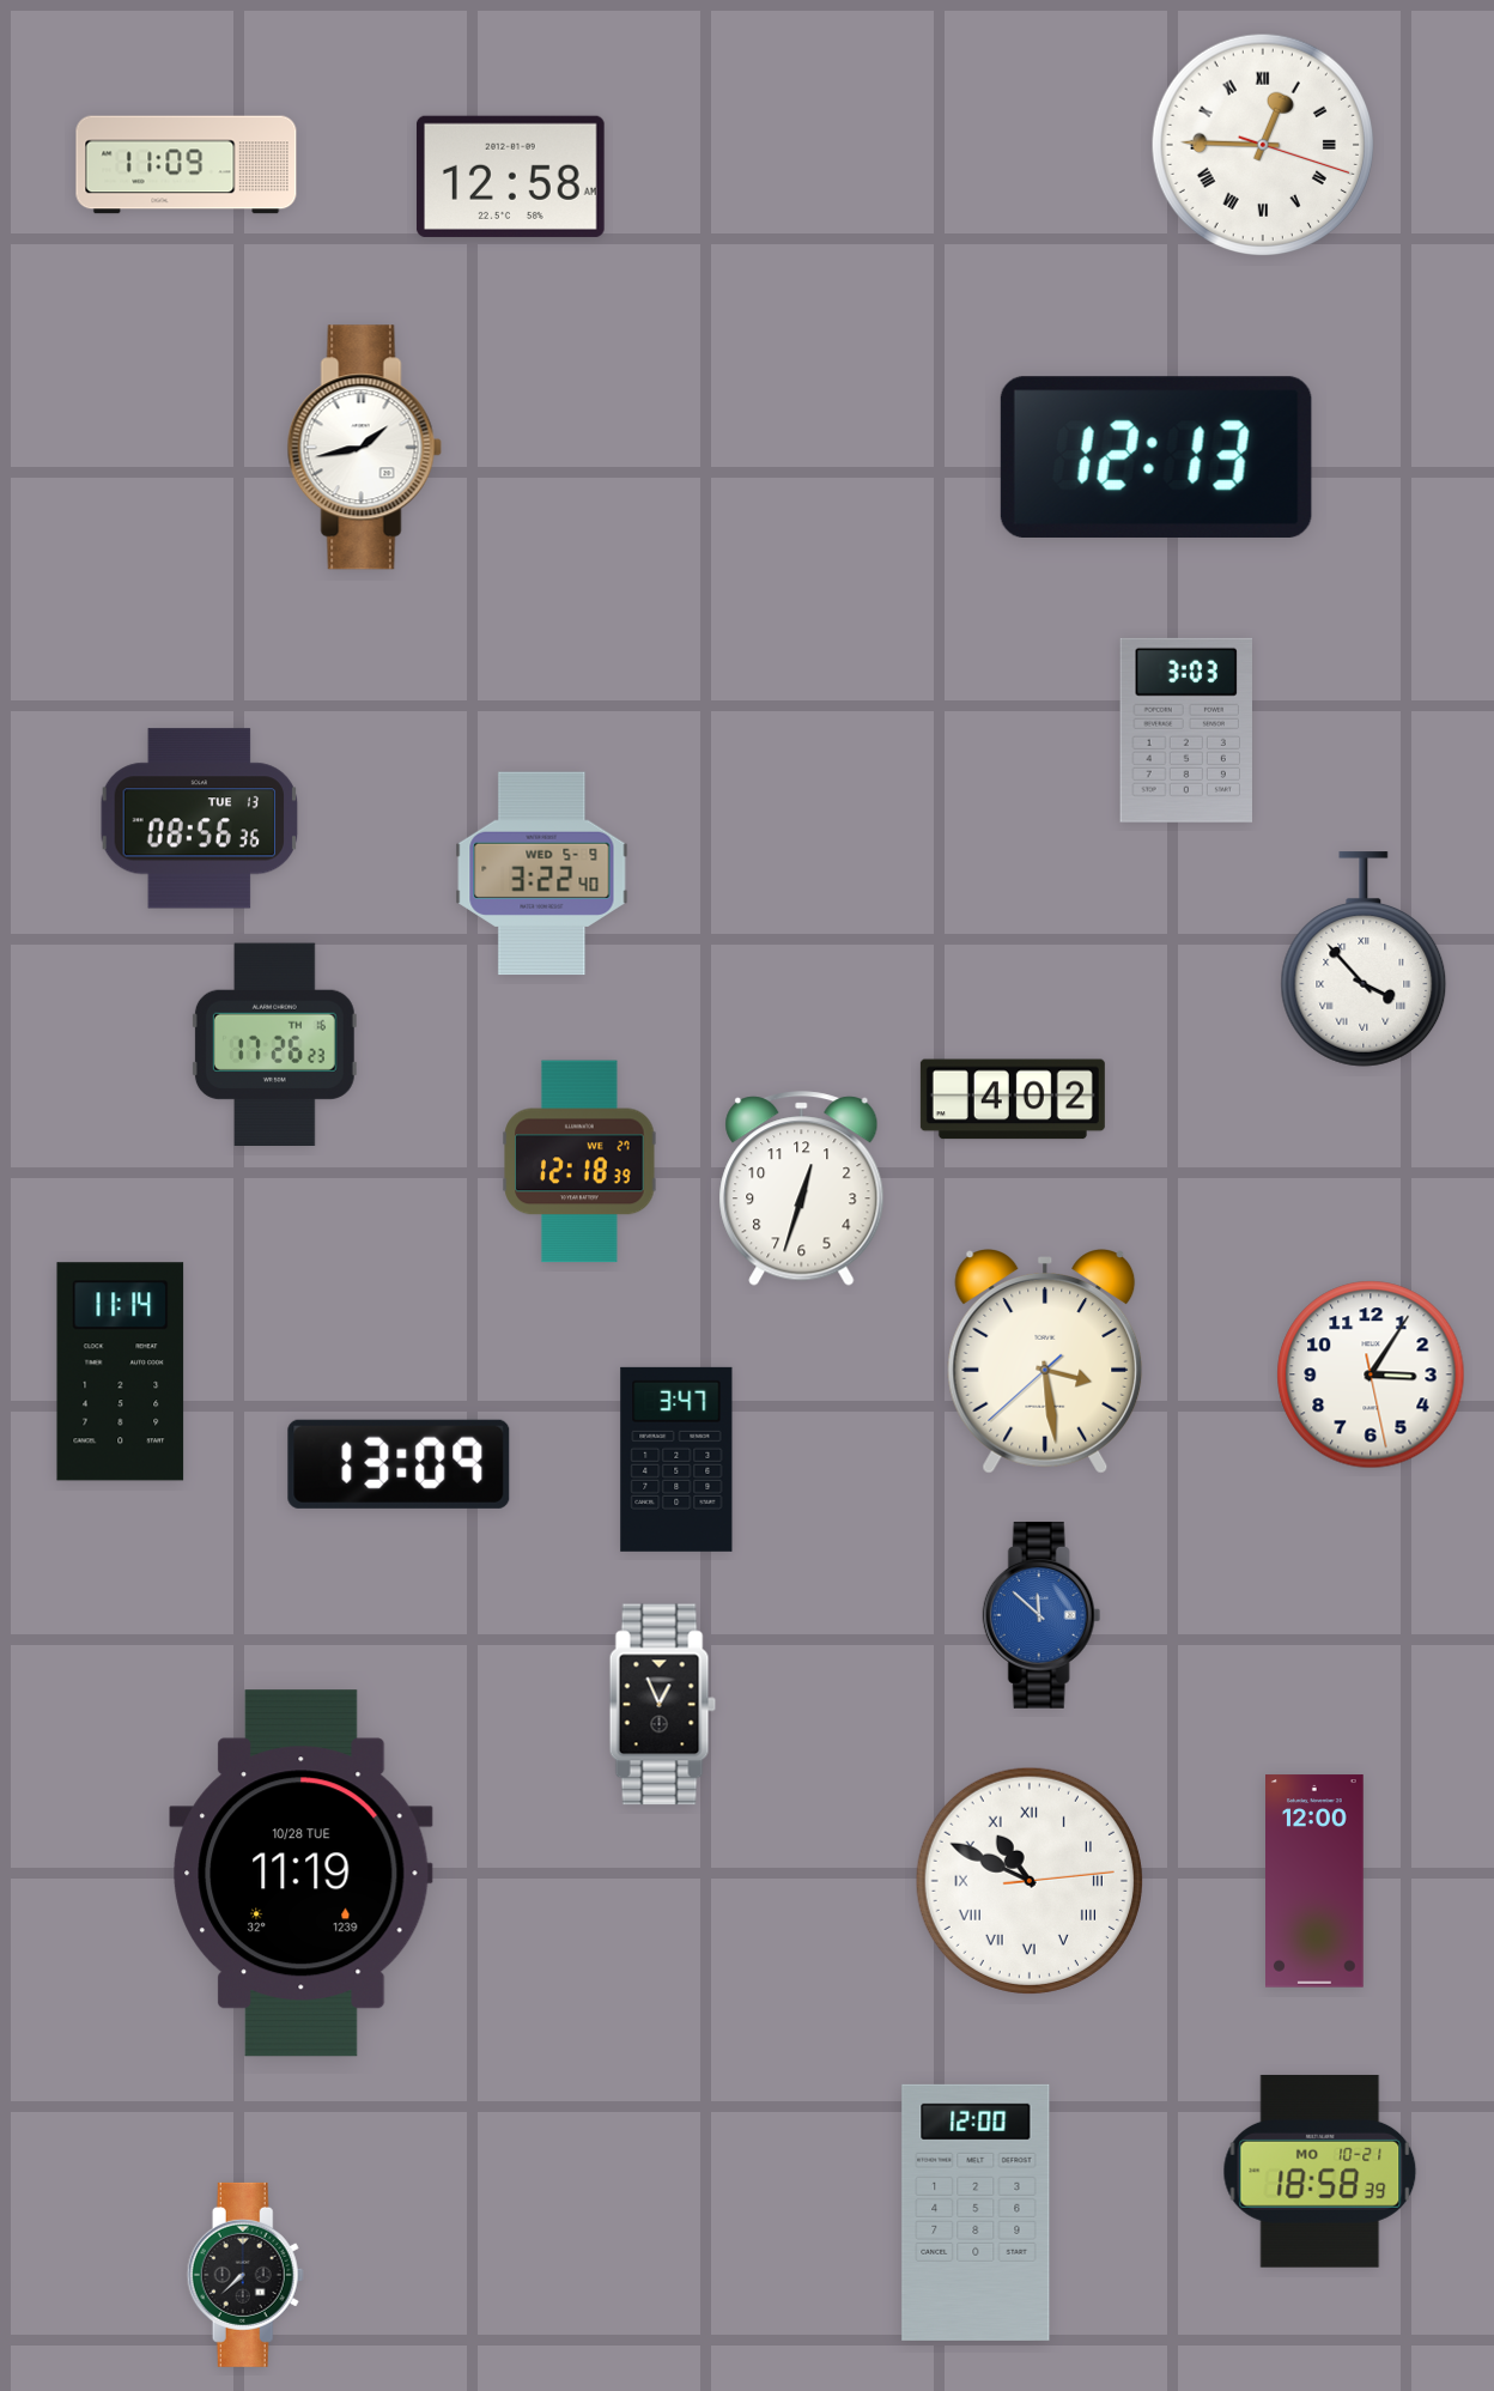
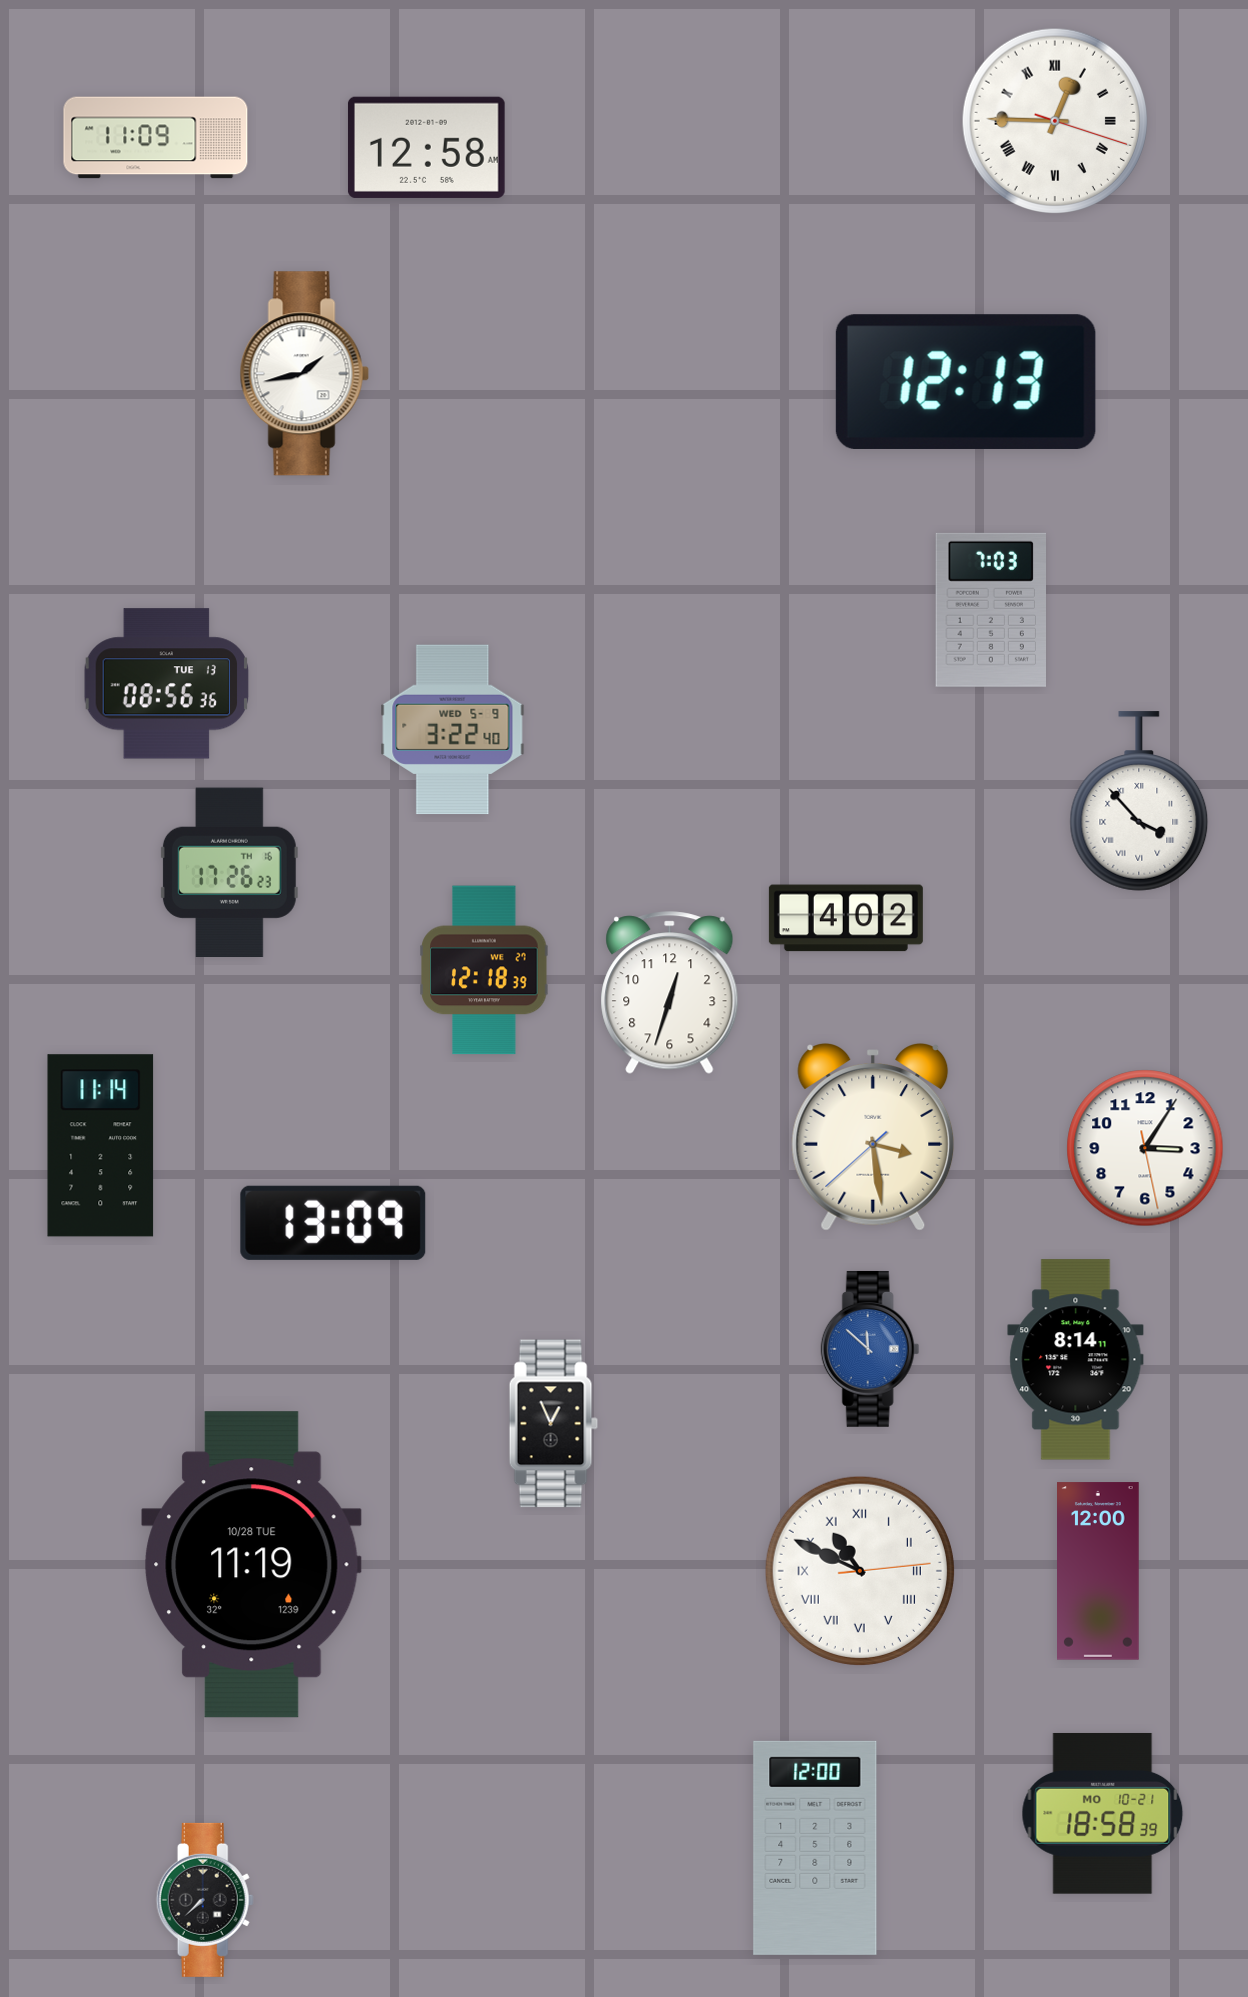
clock at (1185, 730): 3:03 -> 7:03
clock at (676, 1460): 3:47 -> none
clock at (1076, 1360): none -> 8:14
